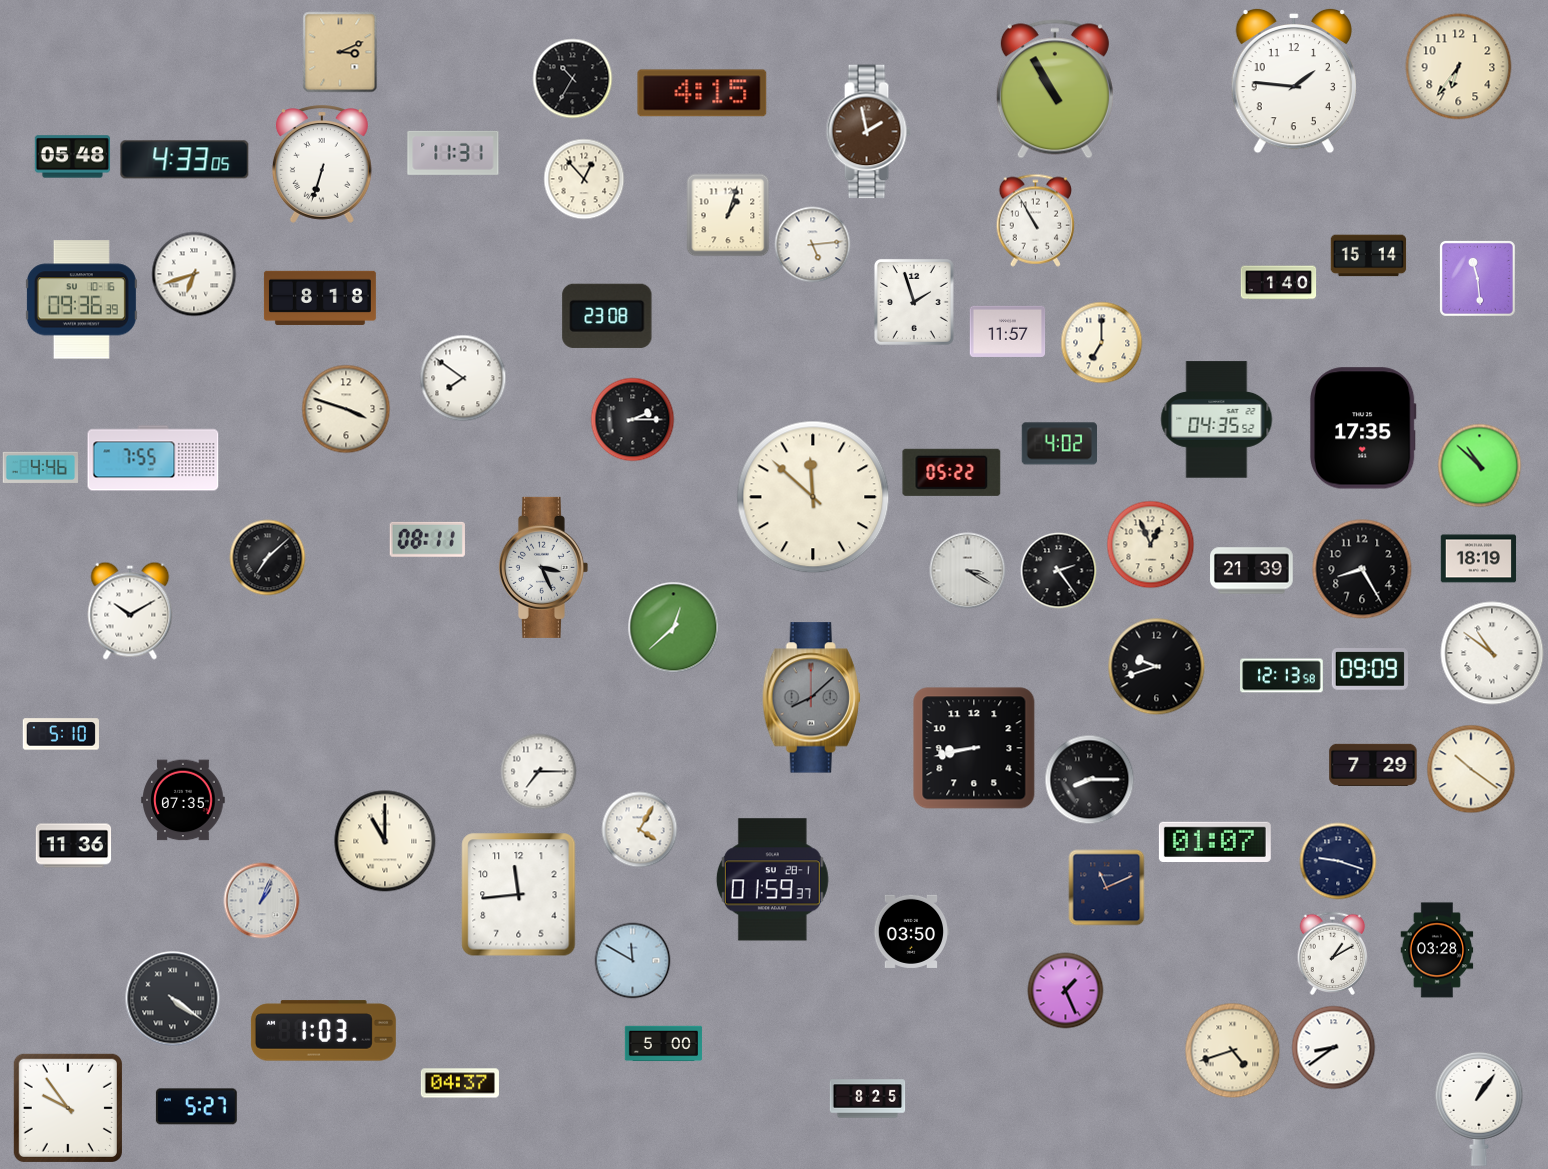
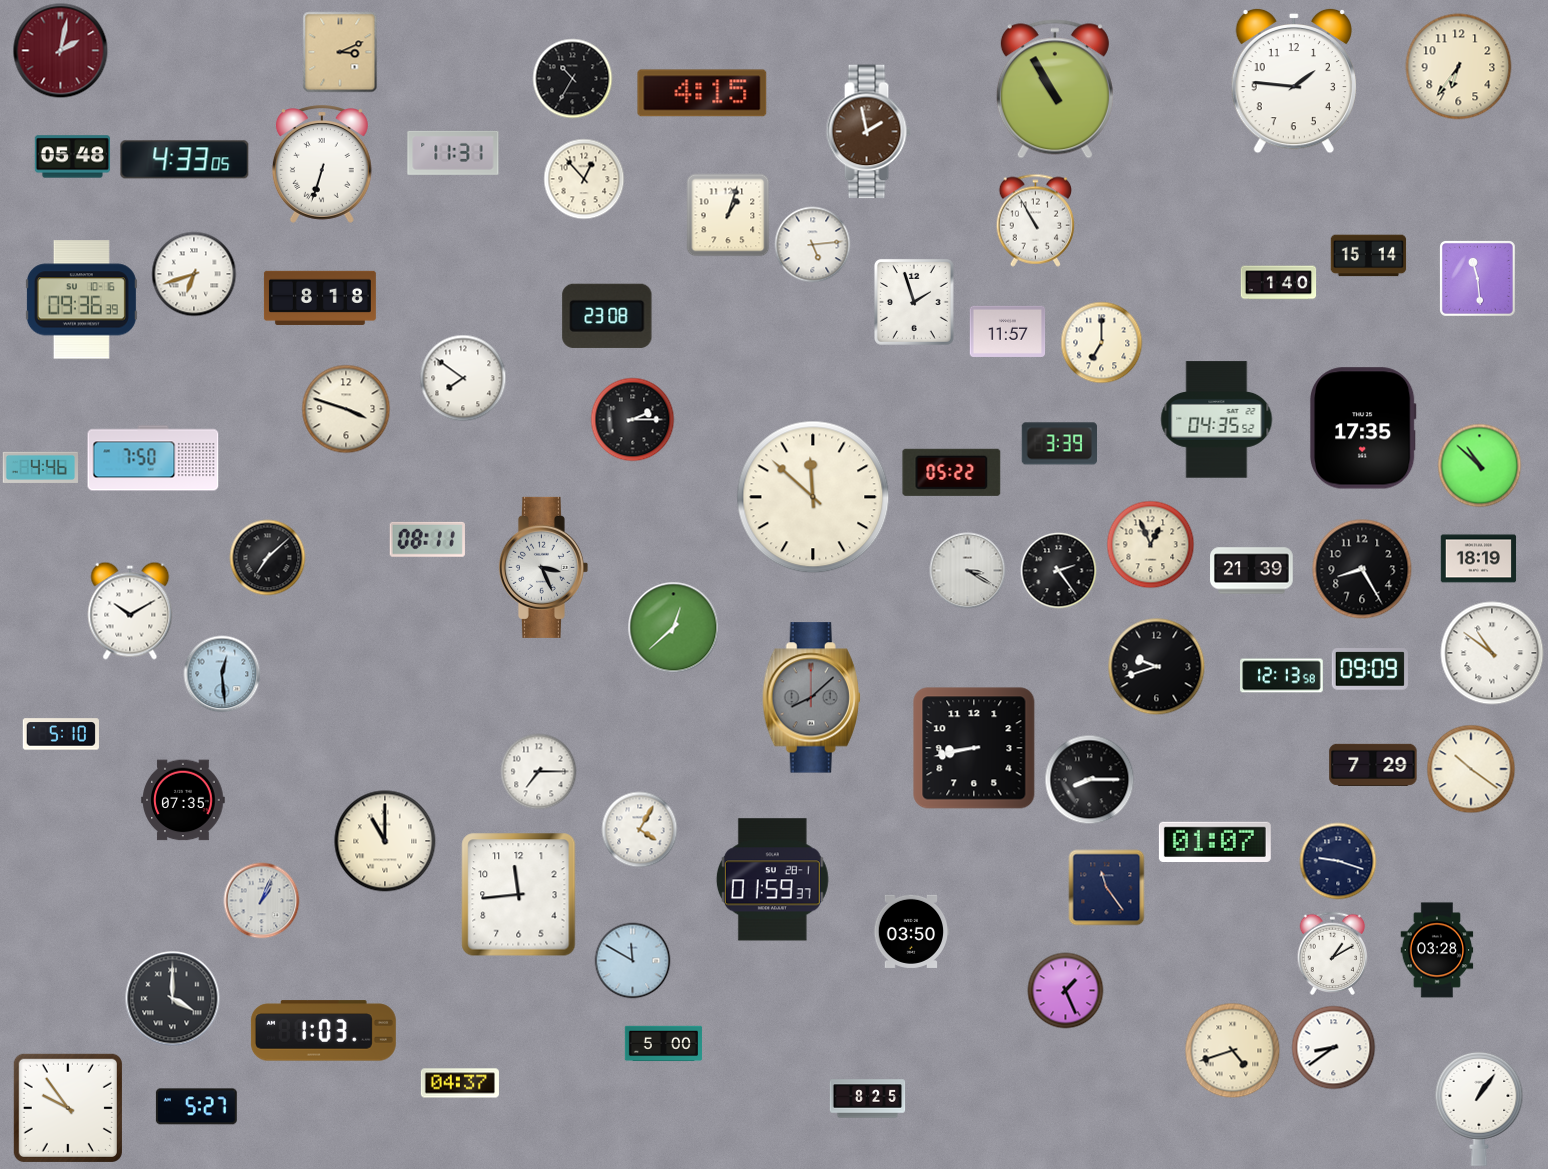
clock at (61, 51): none -> 2:02
clock at (1059, 444): 4:02 -> 3:39
clock at (153, 458): 7:55 -> 7:50
clock at (222, 674): none -> 12:29
clock at (74, 846): 11:36 -> none
clock at (1107, 888): 11:11 -> 11:24
clock at (173, 999): 4:21 -> 4:00
